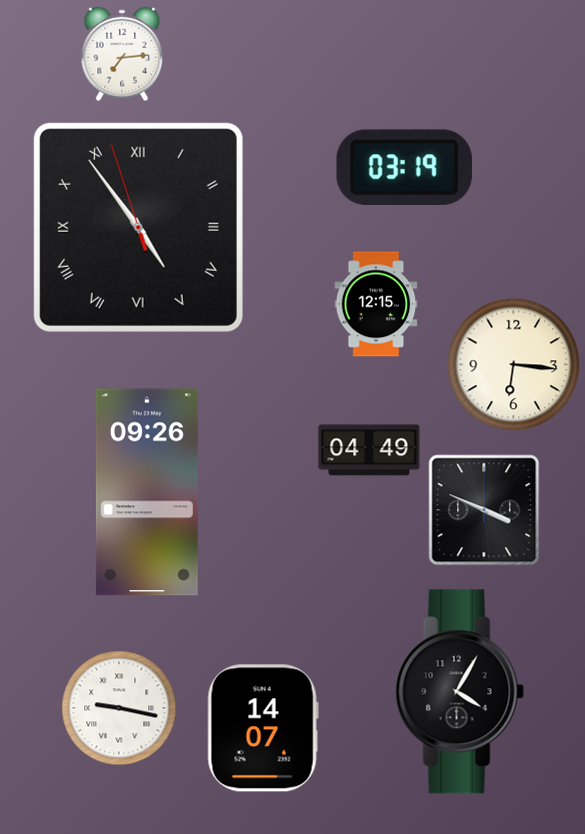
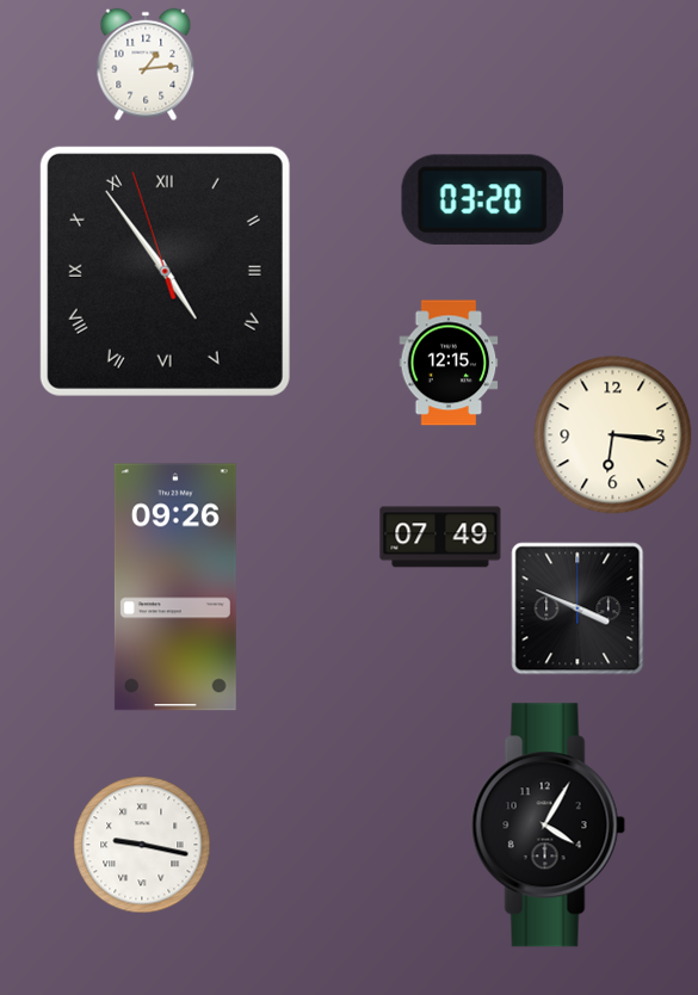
clock at (122, 54): 7:14 -> 1:14
clock at (404, 167): 03:19 -> 03:20
clock at (369, 450): 04:49 -> 07:49
clock at (263, 728): 14:07 -> none
